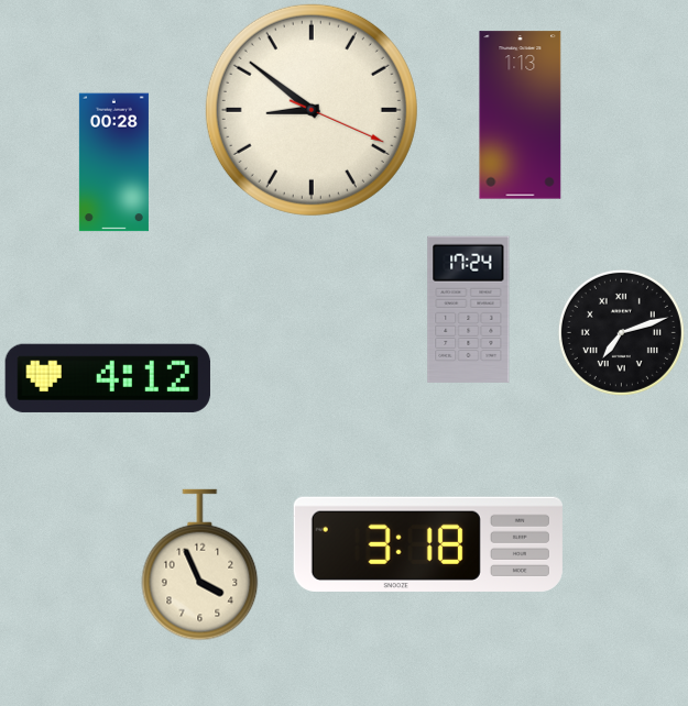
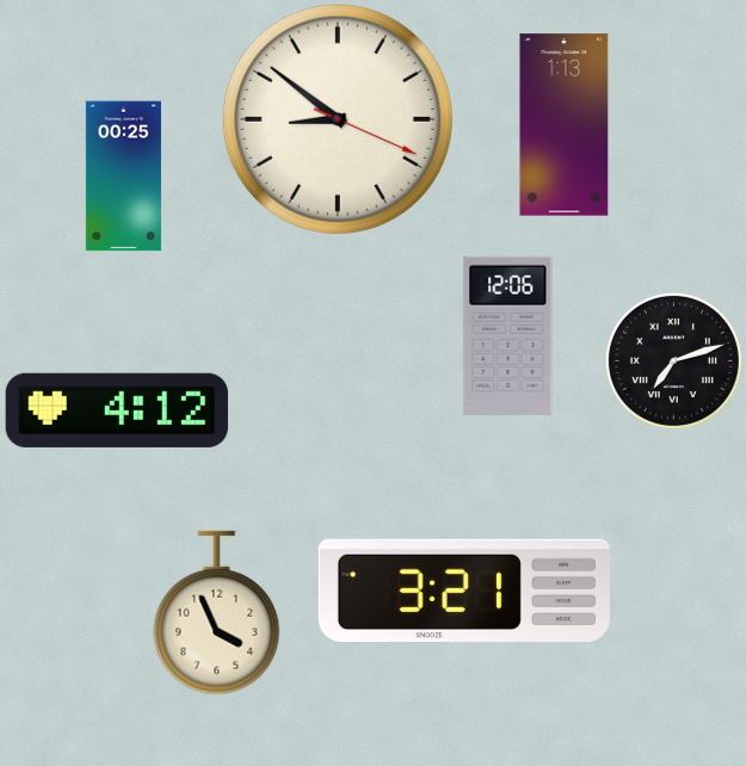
clock at (113, 163): 00:28 -> 00:25
clock at (469, 309): 17:24 -> 12:06
clock at (428, 544): 3:18 -> 3:21
